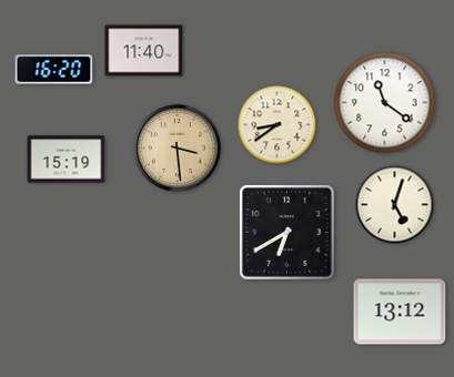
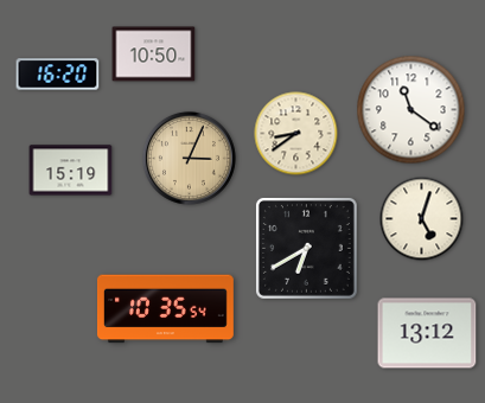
clock at (144, 51): 11:40 -> 10:50
clock at (176, 147): 3:29 -> 3:04
clock at (165, 309): none -> 10:35
